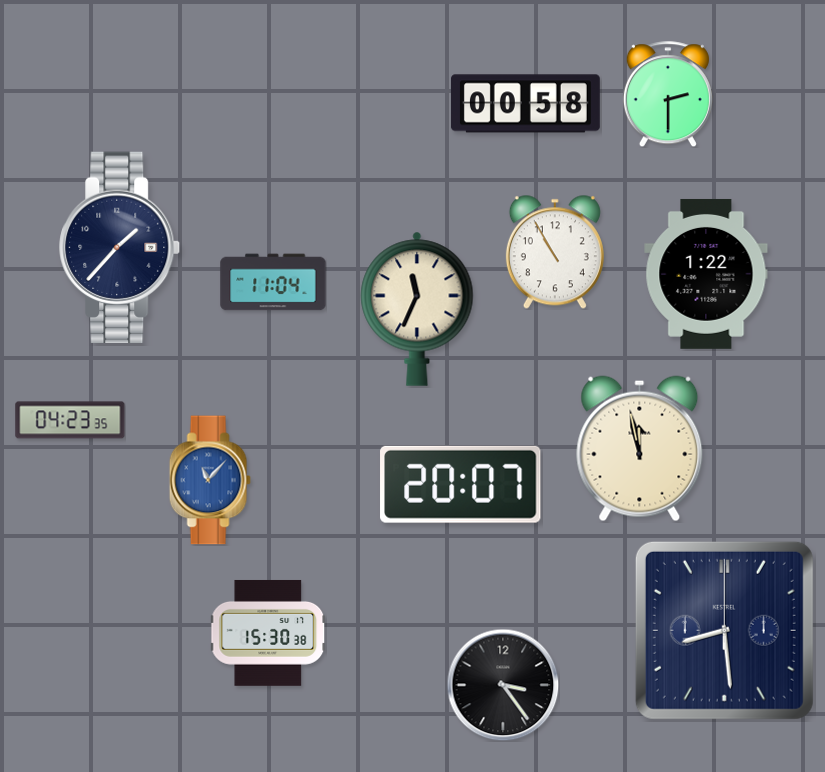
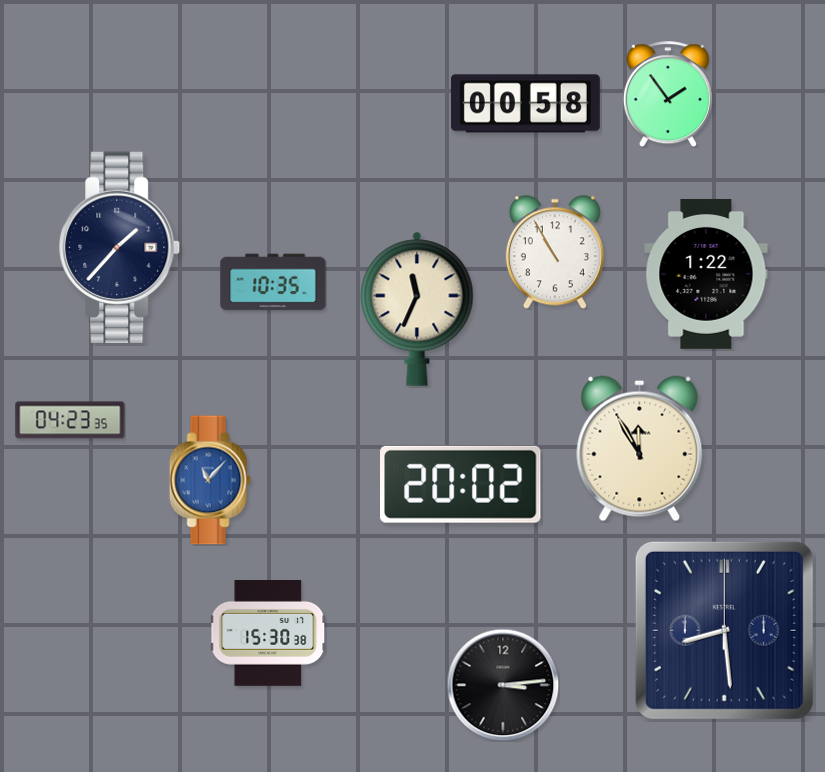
clock at (668, 94): 2:30 -> 1:54
clock at (273, 282): 11:04 -> 10:35
clock at (640, 449): 11:58 -> 11:55
clock at (461, 484): 20:07 -> 20:02
clock at (503, 685): 3:24 -> 3:14
